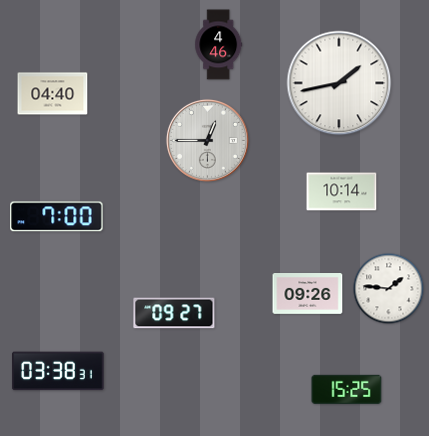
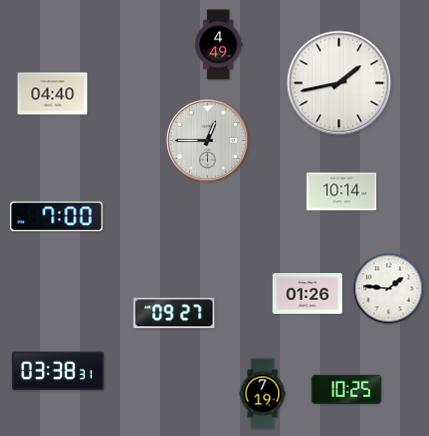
clock at (219, 45): 4:46 -> 4:49
clock at (308, 294): 09:26 -> 01:26
clock at (347, 389): 15:25 -> 10:25
clock at (263, 394): none -> 7:19
